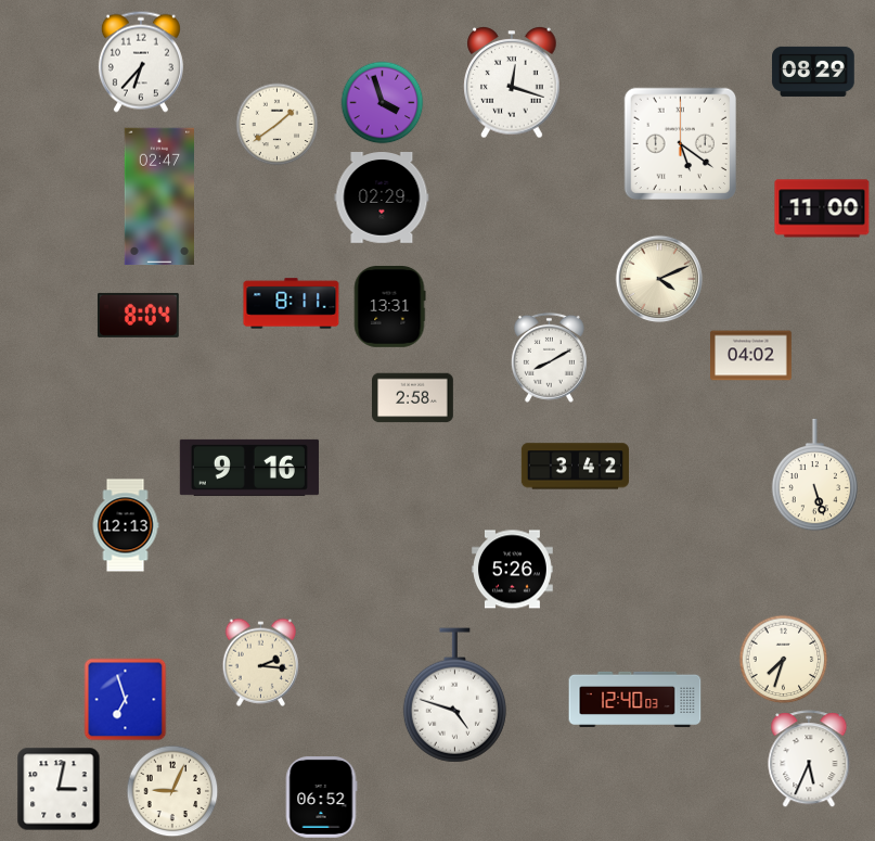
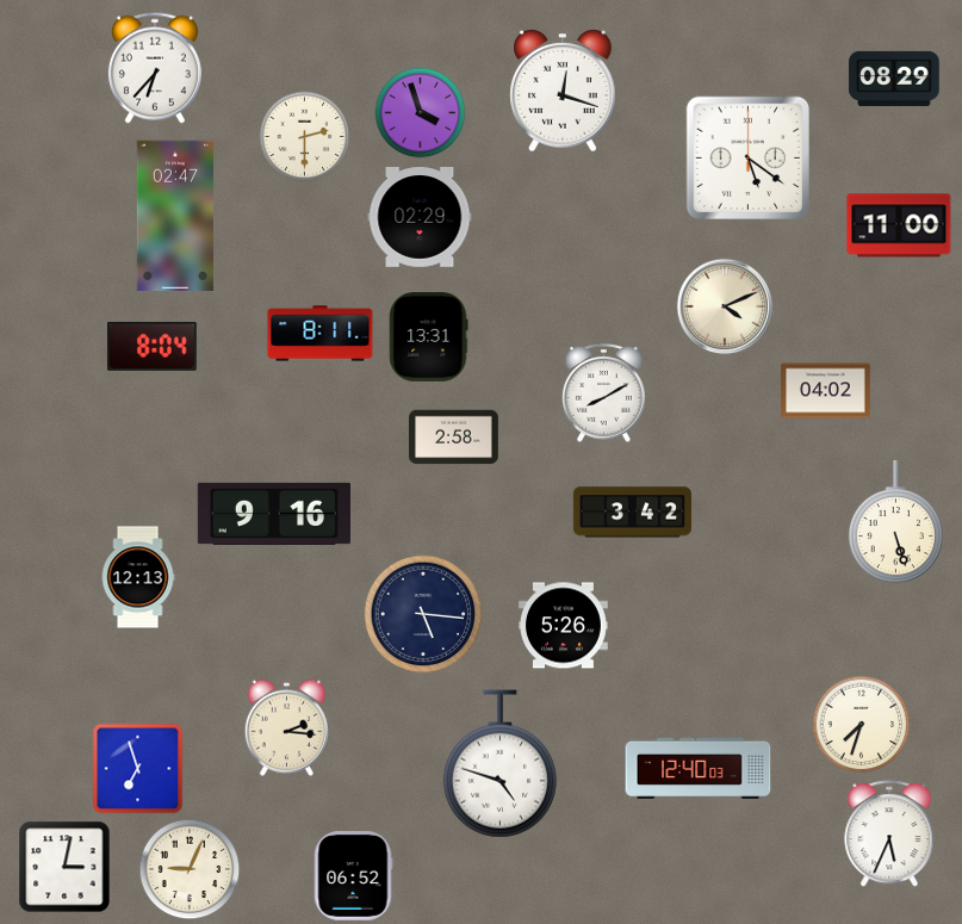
clock at (278, 125): 1:39 -> 2:30
clock at (822, 208) position: (822, 208) -> (899, 225)
clock at (423, 614): none -> 5:16
